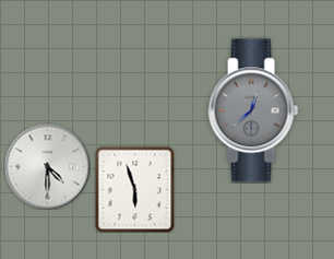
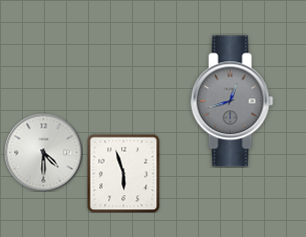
clock at (253, 110): 12:38 -> 12:42
